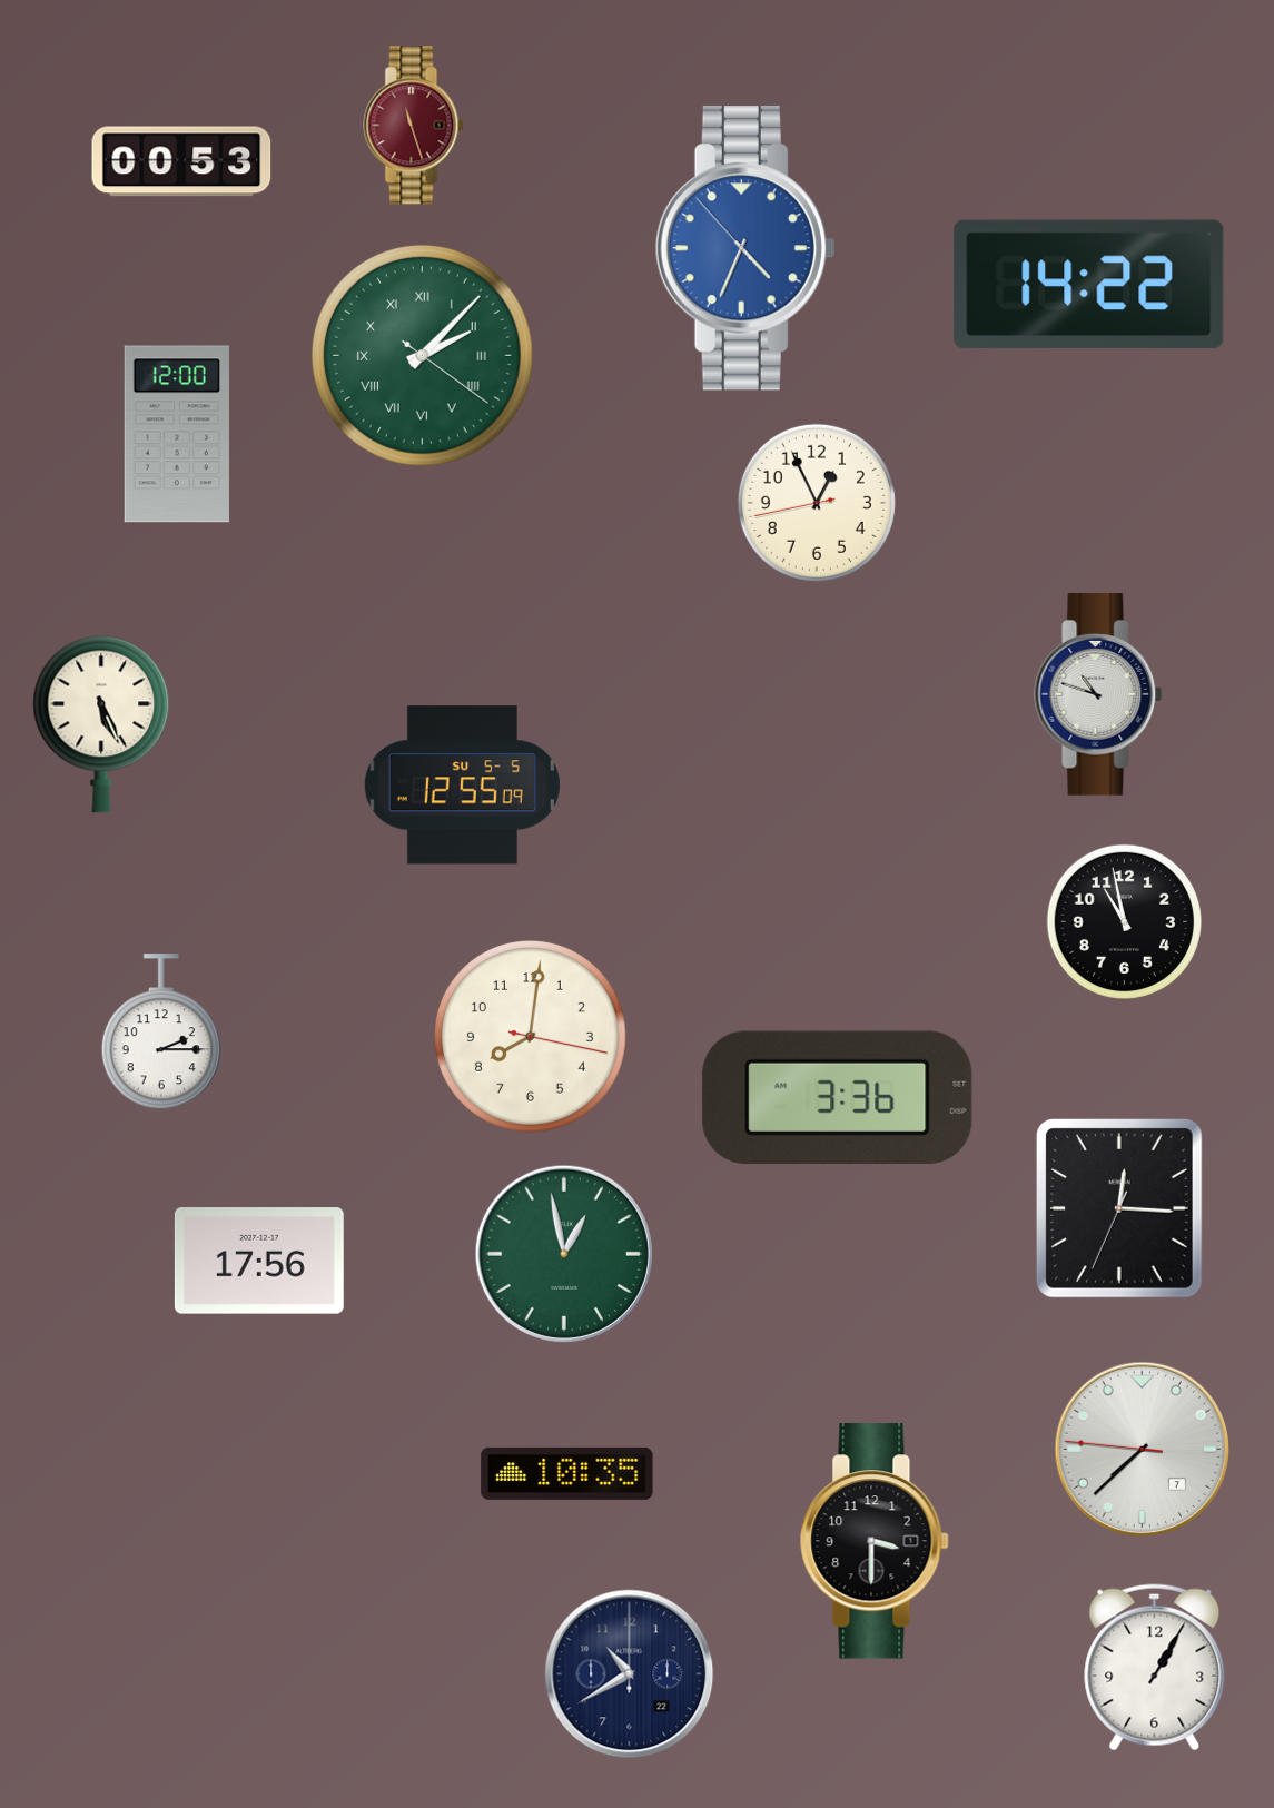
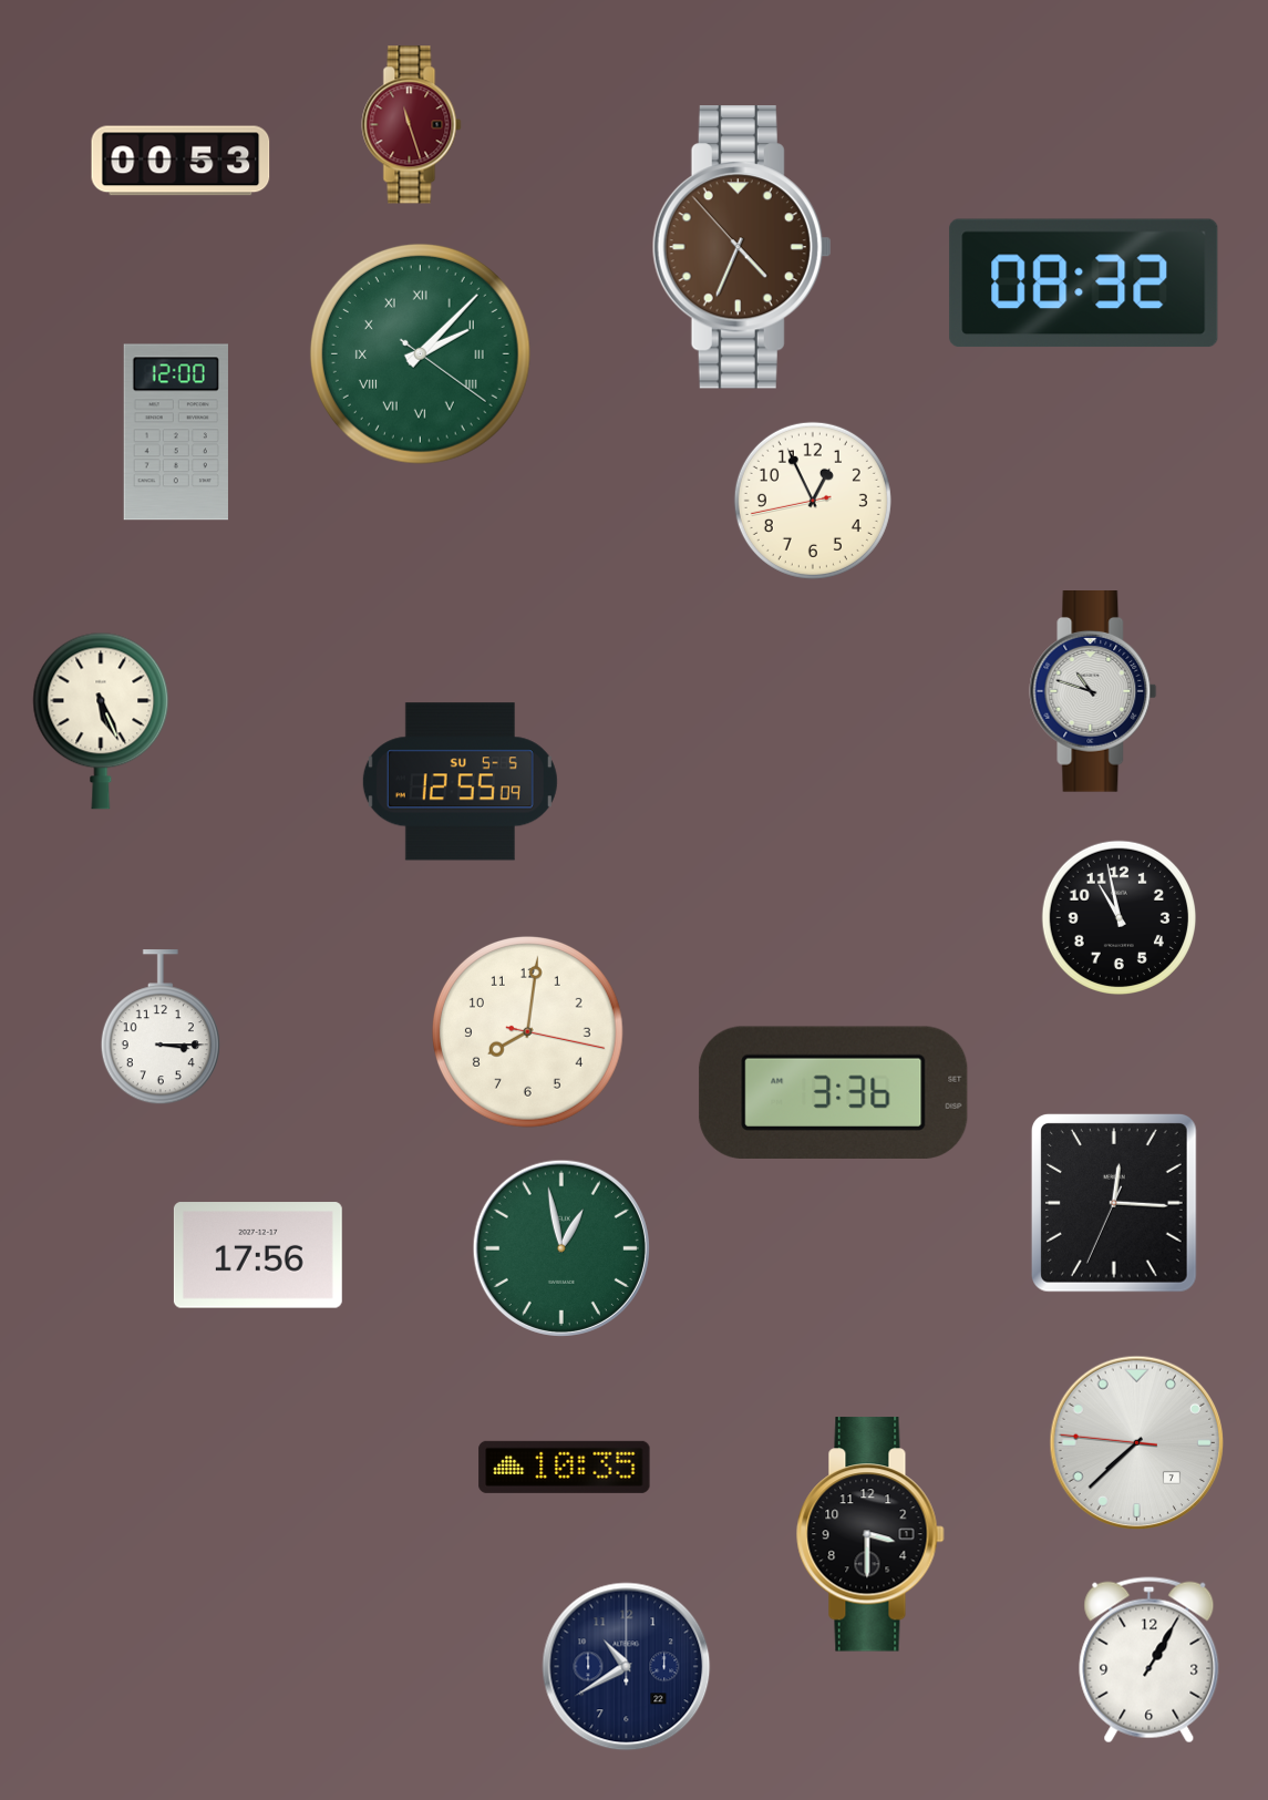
clock at (745, 248) dial: blue -> brown
clock at (1089, 285): 14:22 -> 08:32
clock at (161, 1033): 2:15 -> 3:15
